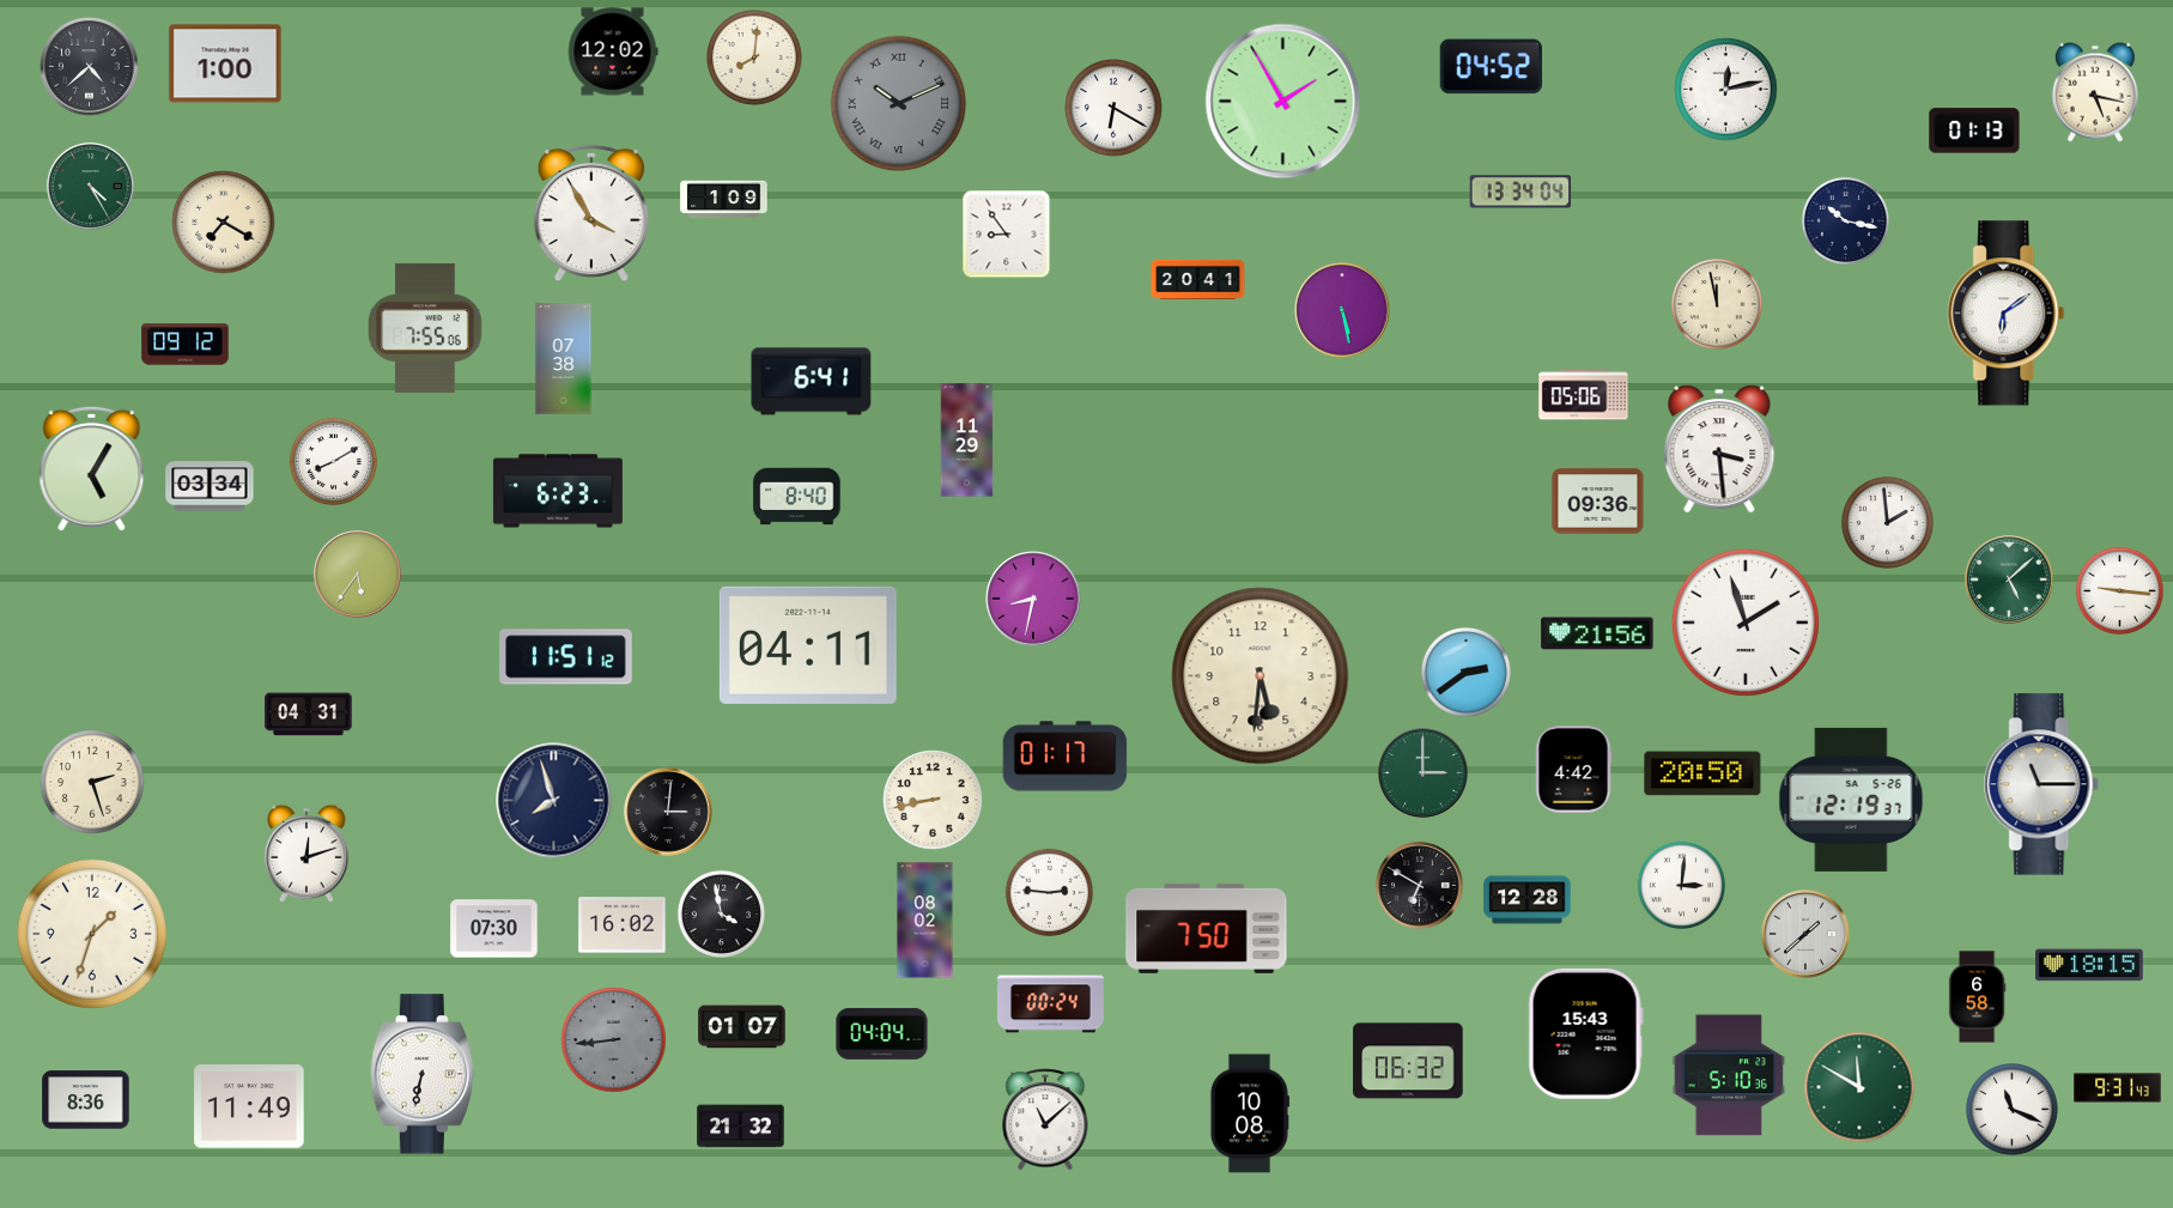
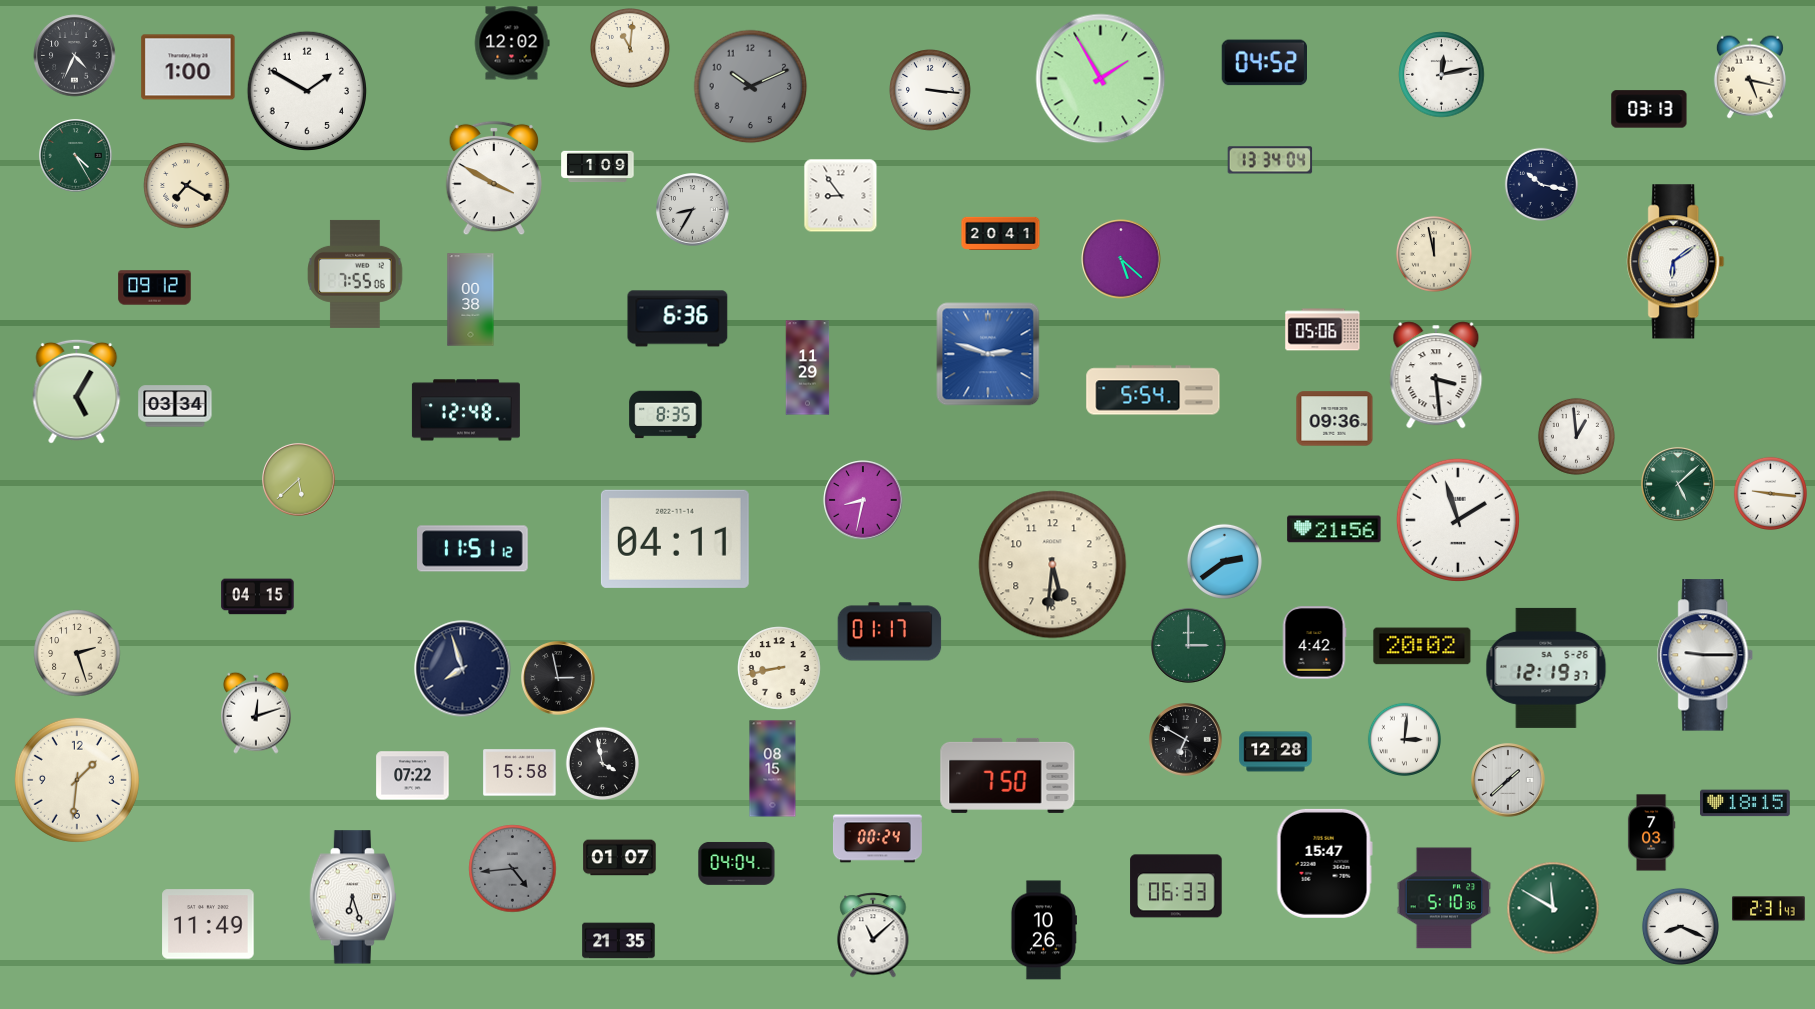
clock at (755, 59): 8:01 -> 11:01
clock at (225, 63) position: (225, 63) -> (188, 67)
clock at (90, 67): 4:38 -> 4:34
clock at (1491, 67) position: (1491, 67) -> (1264, 63)
clock at (1283, 102) position: (1283, 102) -> (1101, 79)
clock at (899, 104) numerals: Roman -> Arabic
clock at (306, 90): none -> 1:50
clock at (1113, 108): 6:20 -> 3:16
clock at (1974, 130): 01:13 -> 03:13
clock at (724, 200) position: (724, 200) -> (598, 167)
clock at (590, 213): 3:55 -> 3:50
clock at (693, 210): none -> 8:35
clock at (1342, 310): 5:28 -> 5:22
clock at (564, 359): 07:38 -> 00:38
clock at (812, 382): 6:41 -> 6:36
clock at (988, 354): none -> 2:48
clock at (333, 461): 8:10 -> none
clock at (1153, 390): none -> 5:54
clock at (558, 491): 6:23 -> 12:48
clock at (797, 497): 8:40 -> 8:35
clock at (1887, 522): 1:59 -> 12:59
clock at (358, 575): 5:36 -> 5:38
clock at (309, 715): 04:31 -> 04:15
clock at (1702, 773): 20:50 -> 20:02
clock at (2043, 784): 11:15 -> 9:15
clock at (668, 812): 3:01 -> 2:58
clock at (1049, 892): 2:46 -> none
clock at (925, 921): 08:02 -> 08:15
clock at (623, 925): 16:02 -> 15:58
clock at (494, 929): 07:30 -> 07:22
clock at (92, 934): 1:33 -> 1:31
clock at (2090, 965) position: (2090, 965) -> (1746, 803)
clock at (1977, 997): 6:58 -> 7:03
clock at (1585, 1033): 15:43 -> 15:47
clock at (614, 1040): 8:44 -> 4:44
clock at (1408, 1061): 06:32 -> 06:33
clock at (423, 1074): 6:32 -> 6:27
clock at (2118, 1088): 9:31 -> 2:31
clock at (86, 1100): 8:36 -> none
clock at (2011, 1109): 11:19 -> 8:19
clock at (1249, 1113): 10:08 -> 10:26
clock at (741, 1127): 21:32 -> 21:35
